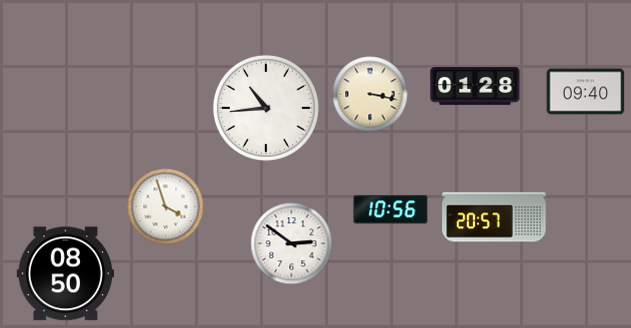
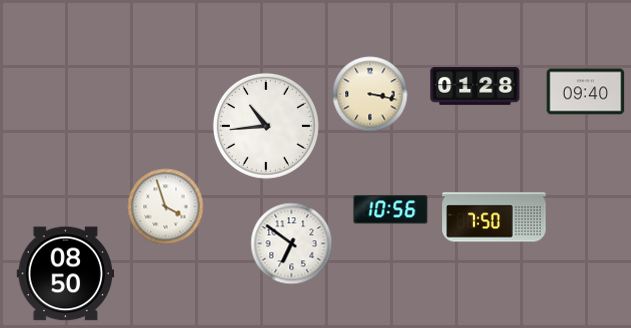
clock at (266, 108) position: (266, 108) -> (266, 126)
clock at (494, 217): 20:57 -> 7:50
clock at (292, 244): 2:51 -> 6:51
